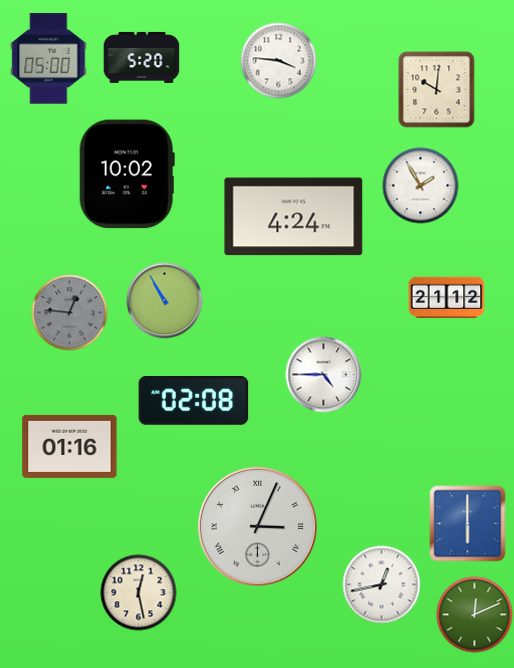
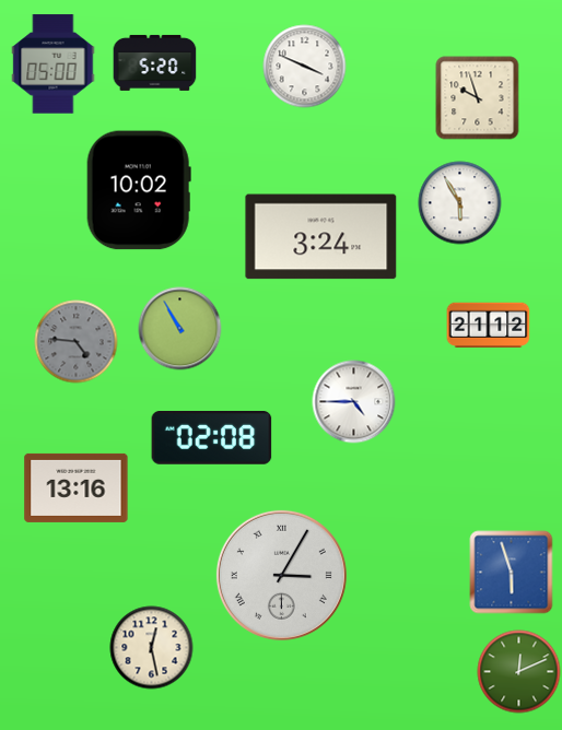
clock at (279, 61): 3:46 -> 3:49
clock at (437, 90): 10:01 -> 9:57
clock at (421, 186): 1:55 -> 5:55
clock at (294, 217): 4:24 -> 3:24
clock at (70, 313): 12:46 -> 4:46
clock at (324, 375) position: (324, 375) -> (354, 402)
clock at (70, 446): 01:16 -> 13:16
clock at (468, 524): 6:00 -> 5:57
clock at (257, 526): 3:04 -> 3:05
clock at (382, 585): 12:43 -> none
